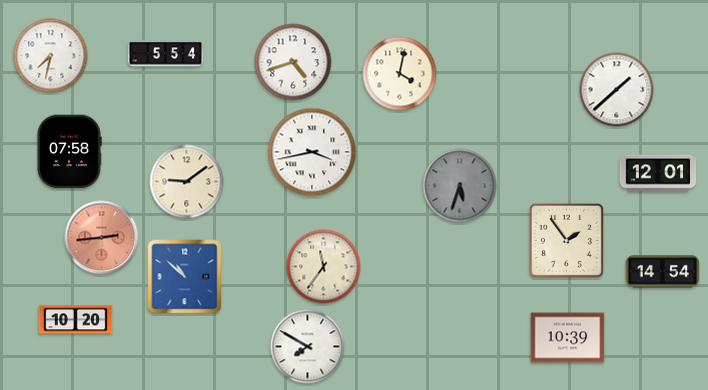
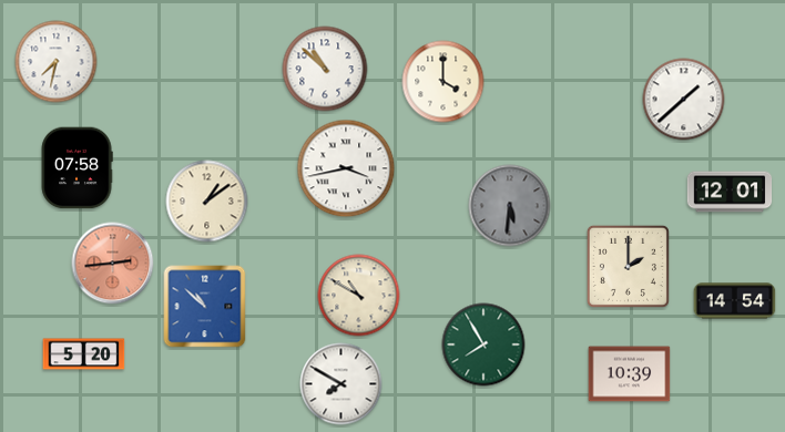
clock at (166, 54): 5:54 -> none
clock at (293, 62): 4:42 -> 10:52
clock at (400, 74): 4:02 -> 4:00
clock at (187, 182): 9:09 -> 1:09
clock at (460, 186): 5:33 -> 5:31
clock at (566, 240): 1:54 -> 2:00
clock at (324, 267): 11:36 -> 10:50
clock at (483, 344): none -> 7:55
clock at (76, 320): 10:20 -> 5:20
